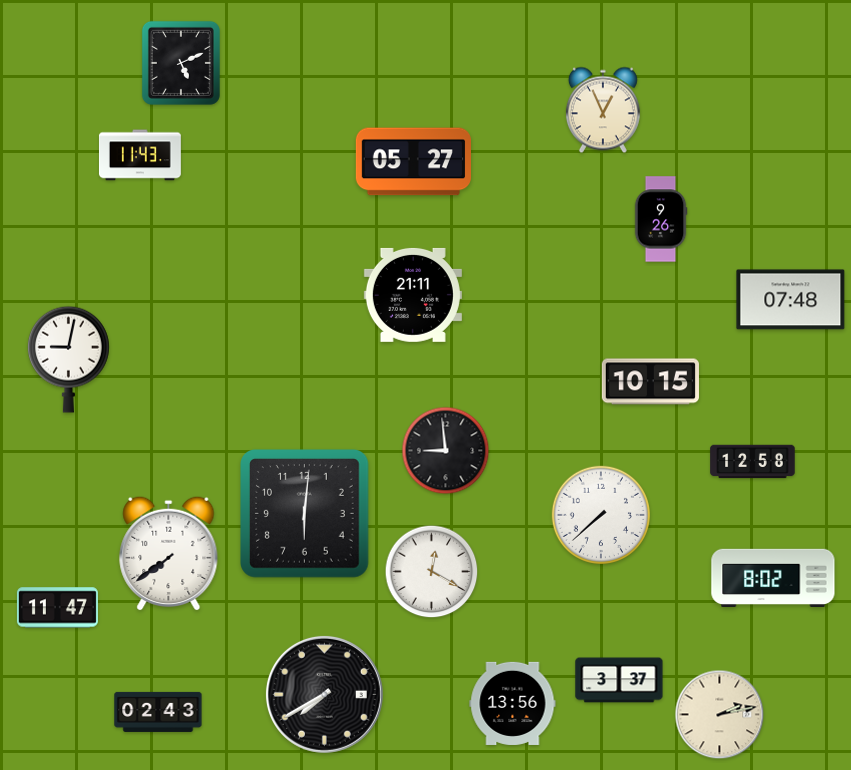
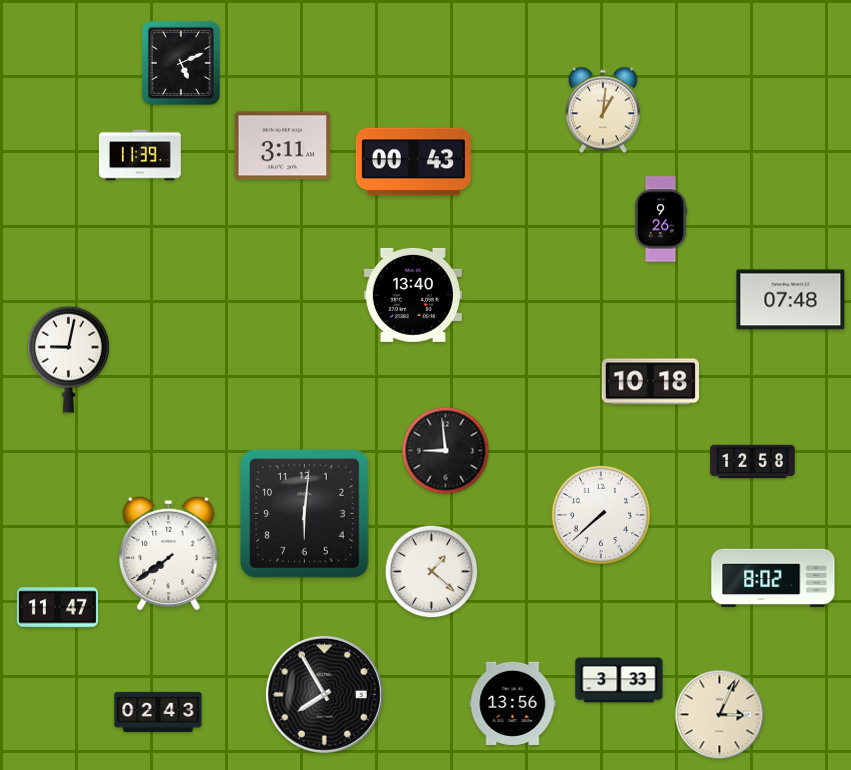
clock at (603, 110): 12:56 -> 1:01
clock at (283, 146): none -> 3:11
clock at (140, 155): 11:43 -> 11:39
clock at (413, 162): 05:27 -> 00:43
clock at (413, 295): 21:11 -> 13:40
clock at (650, 382): 10:15 -> 10:18
clock at (432, 572): 12:20 -> 1:22
clock at (619, 680): 3:37 -> 3:33
clock at (324, 694): 7:40 -> 7:55
clock at (720, 715): 2:13 -> 3:04
